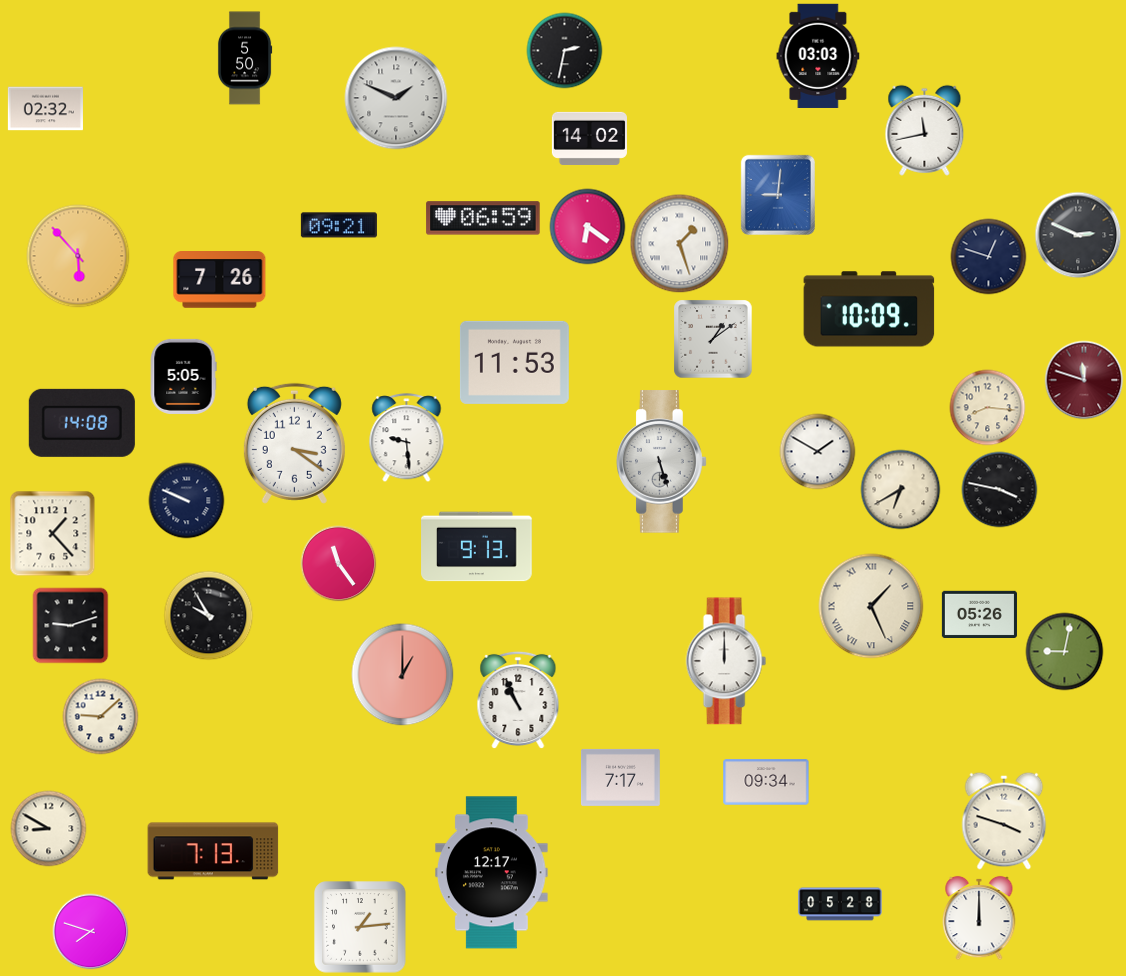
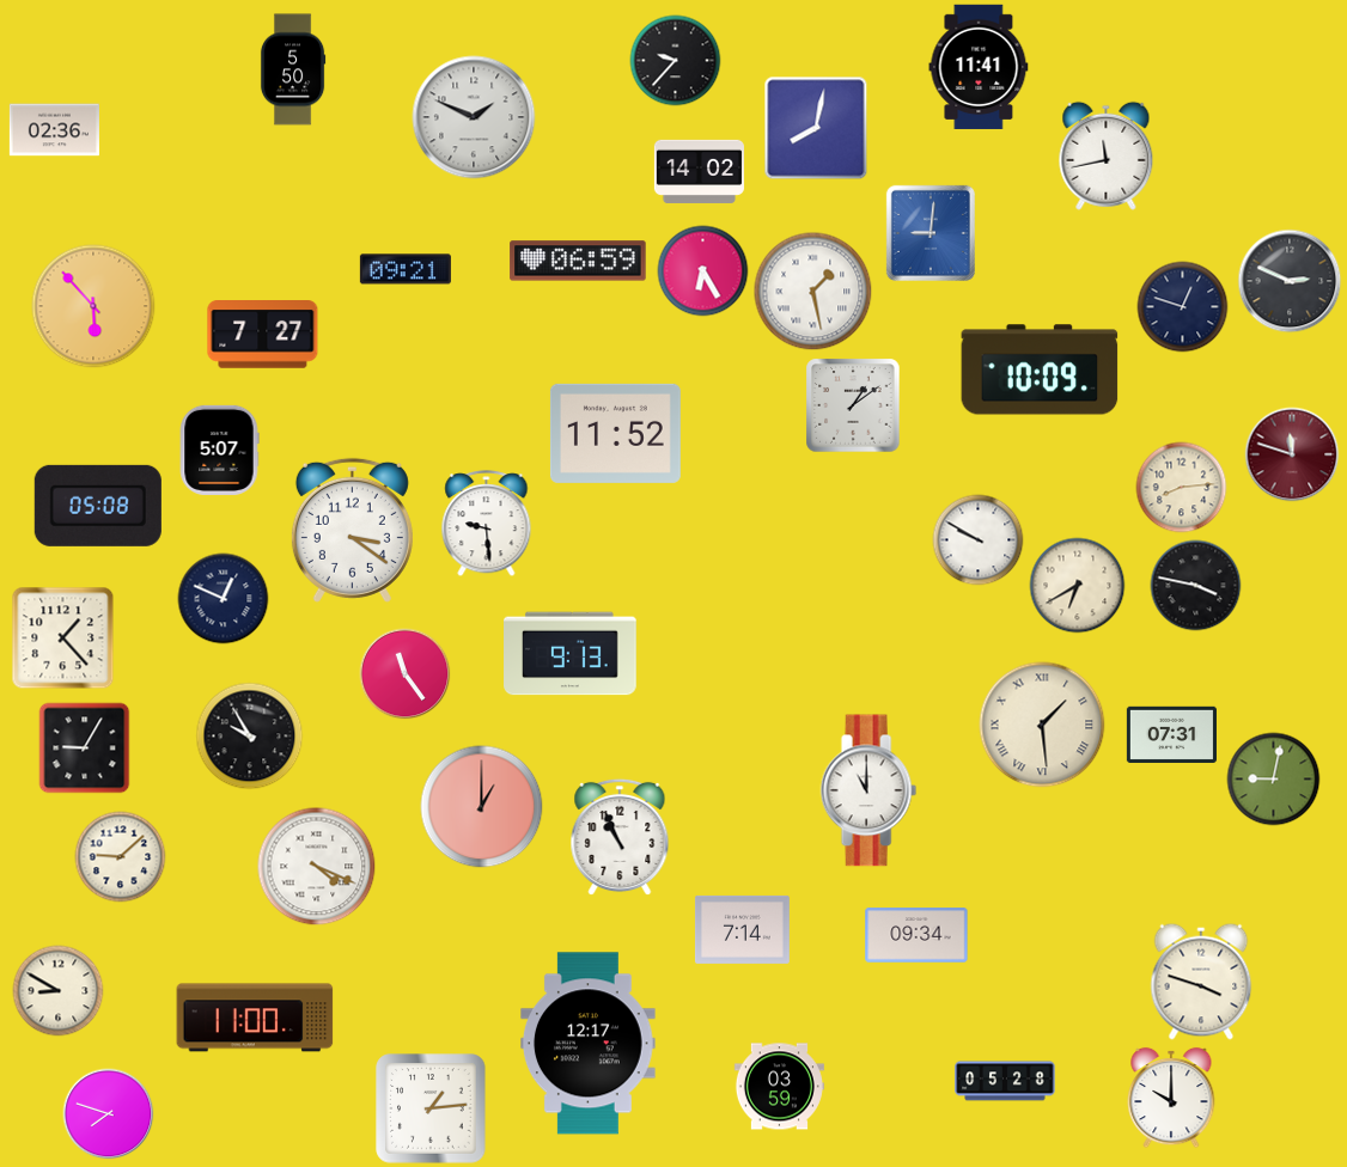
clock at (565, 51): 2:32 -> 9:37
clock at (818, 56): 03:03 -> 11:41
clock at (816, 128): none -> 8:02
clock at (45, 109): 02:32 -> 02:36
clock at (589, 138) position: (589, 138) -> (699, 171)
clock at (588, 227): 6:21 -> 6:25
clock at (680, 244): 1:27 -> 1:28
clock at (220, 280): 7:26 -> 7:27
clock at (514, 362): 11:53 -> 11:52
clock at (183, 376): 5:05 -> 5:07
clock at (1084, 380) position: (1084, 380) -> (1292, 454)
clock at (988, 408): 8:16 -> 8:14
clock at (82, 423): 14:08 -> 05:08
clock at (818, 452): 1:50 -> 9:50
clock at (662, 462): 5:27 -> none
clock at (187, 501): 9:49 -> 12:49
clock at (871, 606): 1:26 -> 1:29
clock at (979, 614): 05:26 -> 07:31
clock at (71, 626): 9:12 -> 9:05
clock at (726, 661): 12:00 -> 11:00
clock at (317, 867): none -> 4:19
clock at (621, 777): 7:17 -> 7:14
clock at (213, 851): 7:13 -> 11:00
clock at (779, 1087): none -> 03:59
clock at (979, 918): 12:00 -> 10:00
